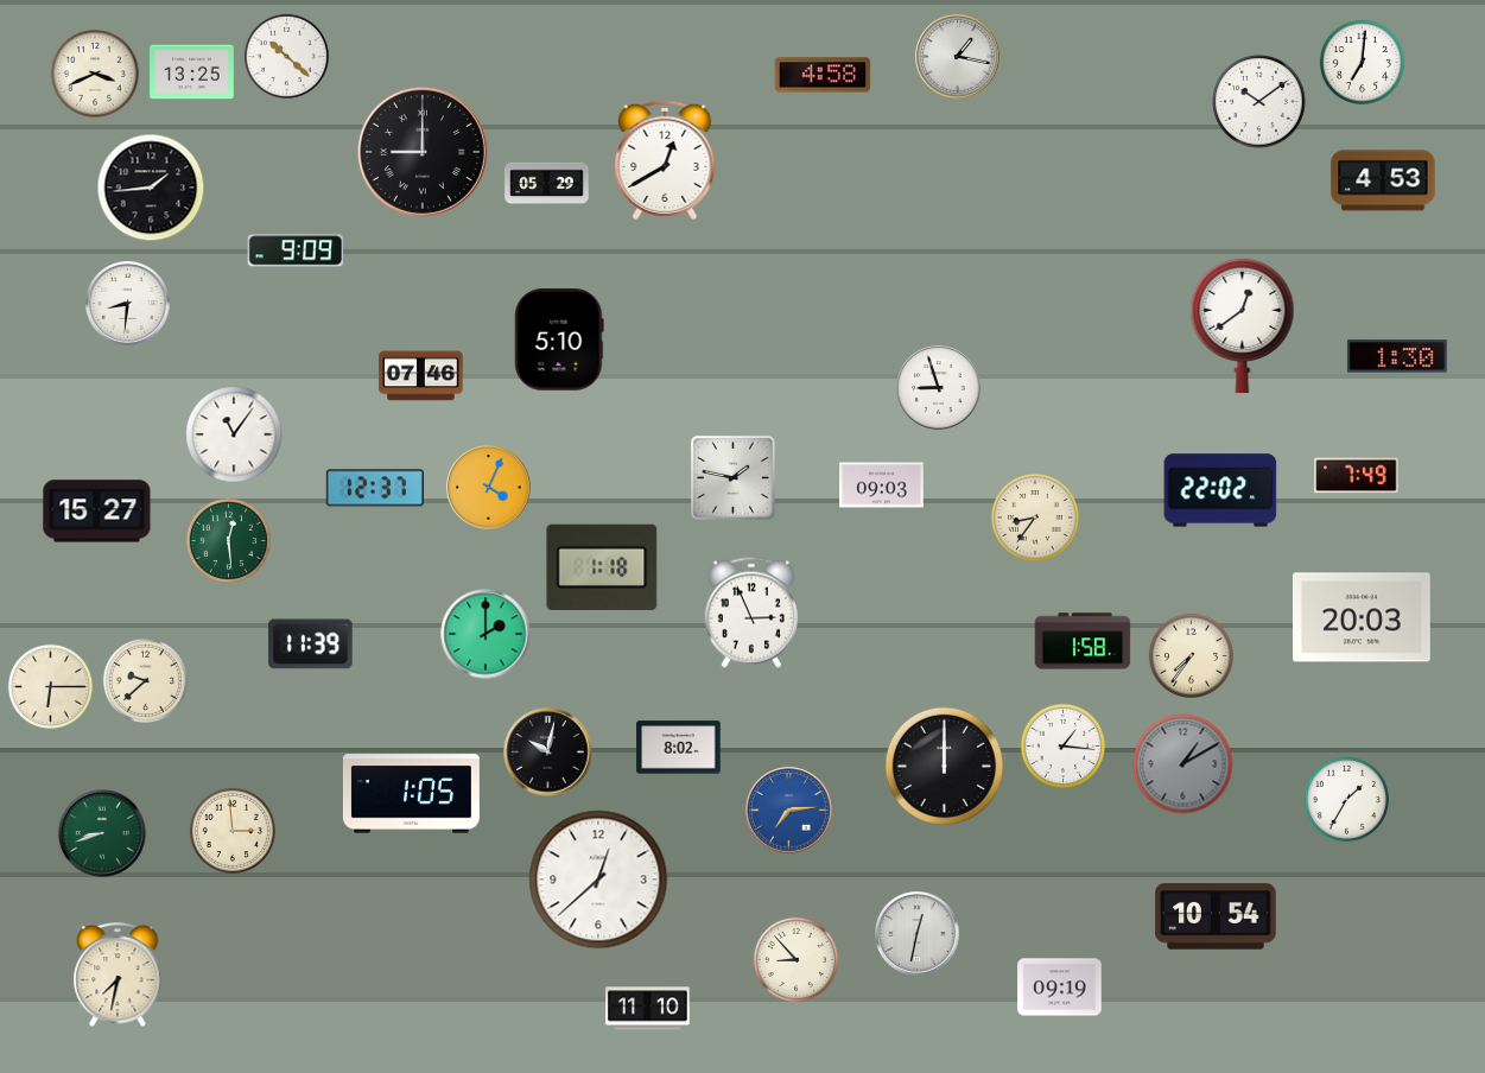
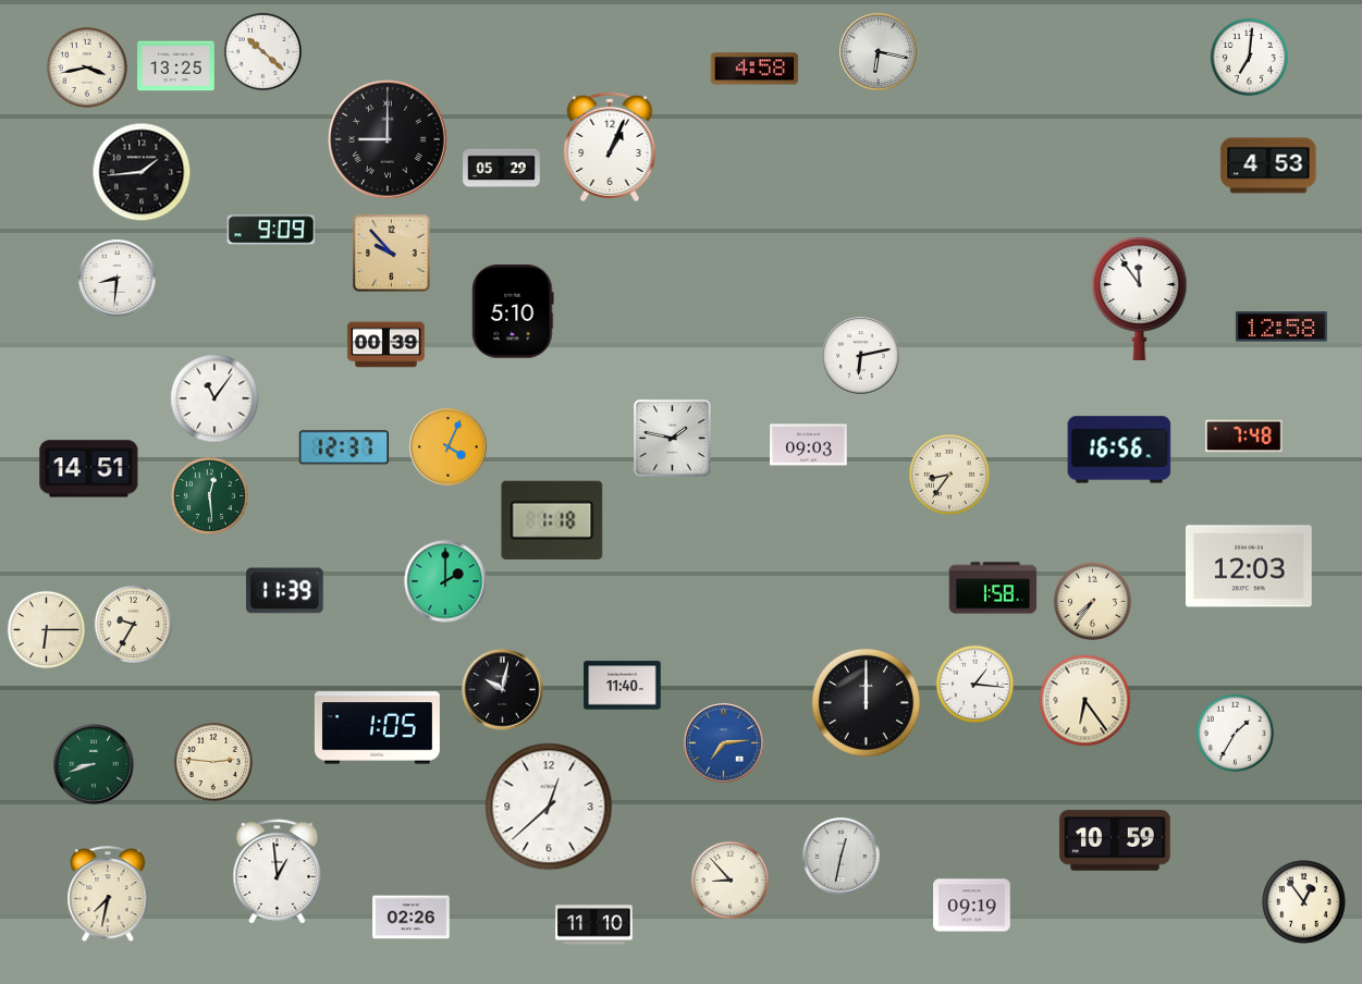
clock at (958, 57): 1:17 -> 6:17
clock at (95, 74): 3:41 -> 3:43
clock at (1259, 102): 10:09 -> none
clock at (665, 160): 12:40 -> 1:04
clock at (151, 188) position: (151, 188) -> (142, 172)
clock at (392, 254): none -> 9:53
clock at (1243, 325): 12:39 -> 11:54
clock at (1397, 356): 1:30 -> 12:58
clock at (421, 376): 07:46 -> 00:39
clock at (939, 388): 8:57 -> 6:13
clock at (1357, 476): 7:49 -> 7:48
clock at (1220, 490): 22:02 -> 16:56
clock at (97, 512): 15:27 -> 14:51
clock at (751, 612): 2:56 -> none
clock at (1363, 617): 20:03 -> 12:03
clock at (145, 680): 9:38 -> 9:35
clock at (679, 748): 8:02 -> 11:40
clock at (1183, 764): 1:10 -> 6:24
clock at (1183, 764) dial: grey -> cream
clock at (233, 831): 2:59 -> 2:46
clock at (1216, 916): 10:54 -> 10:59
clock at (278, 872): none -> 12:59
clock at (1304, 902): none -> 12:54
clock at (412, 918): none -> 02:26
